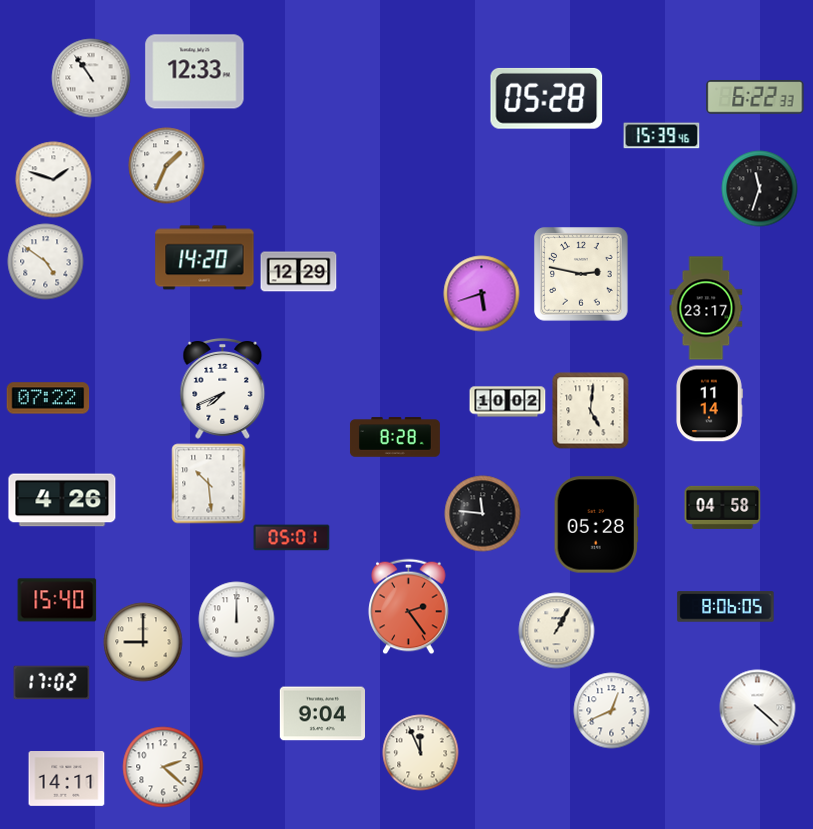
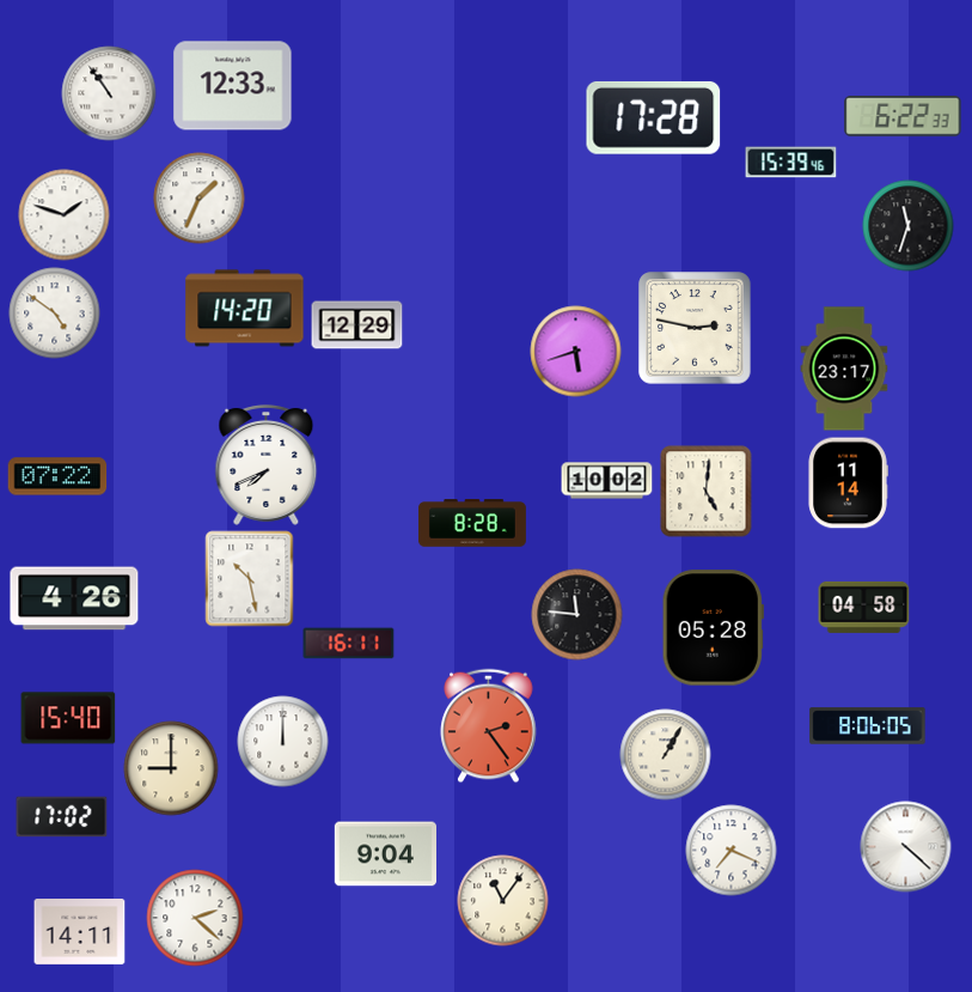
clock at (547, 98): 05:28 -> 17:28
clock at (209, 484): 10:29 -> 10:28
clock at (292, 538): 05:01 -> 16:11
clock at (612, 711): 12:41 -> 7:19
clock at (421, 753): 11:56 -> 11:06
